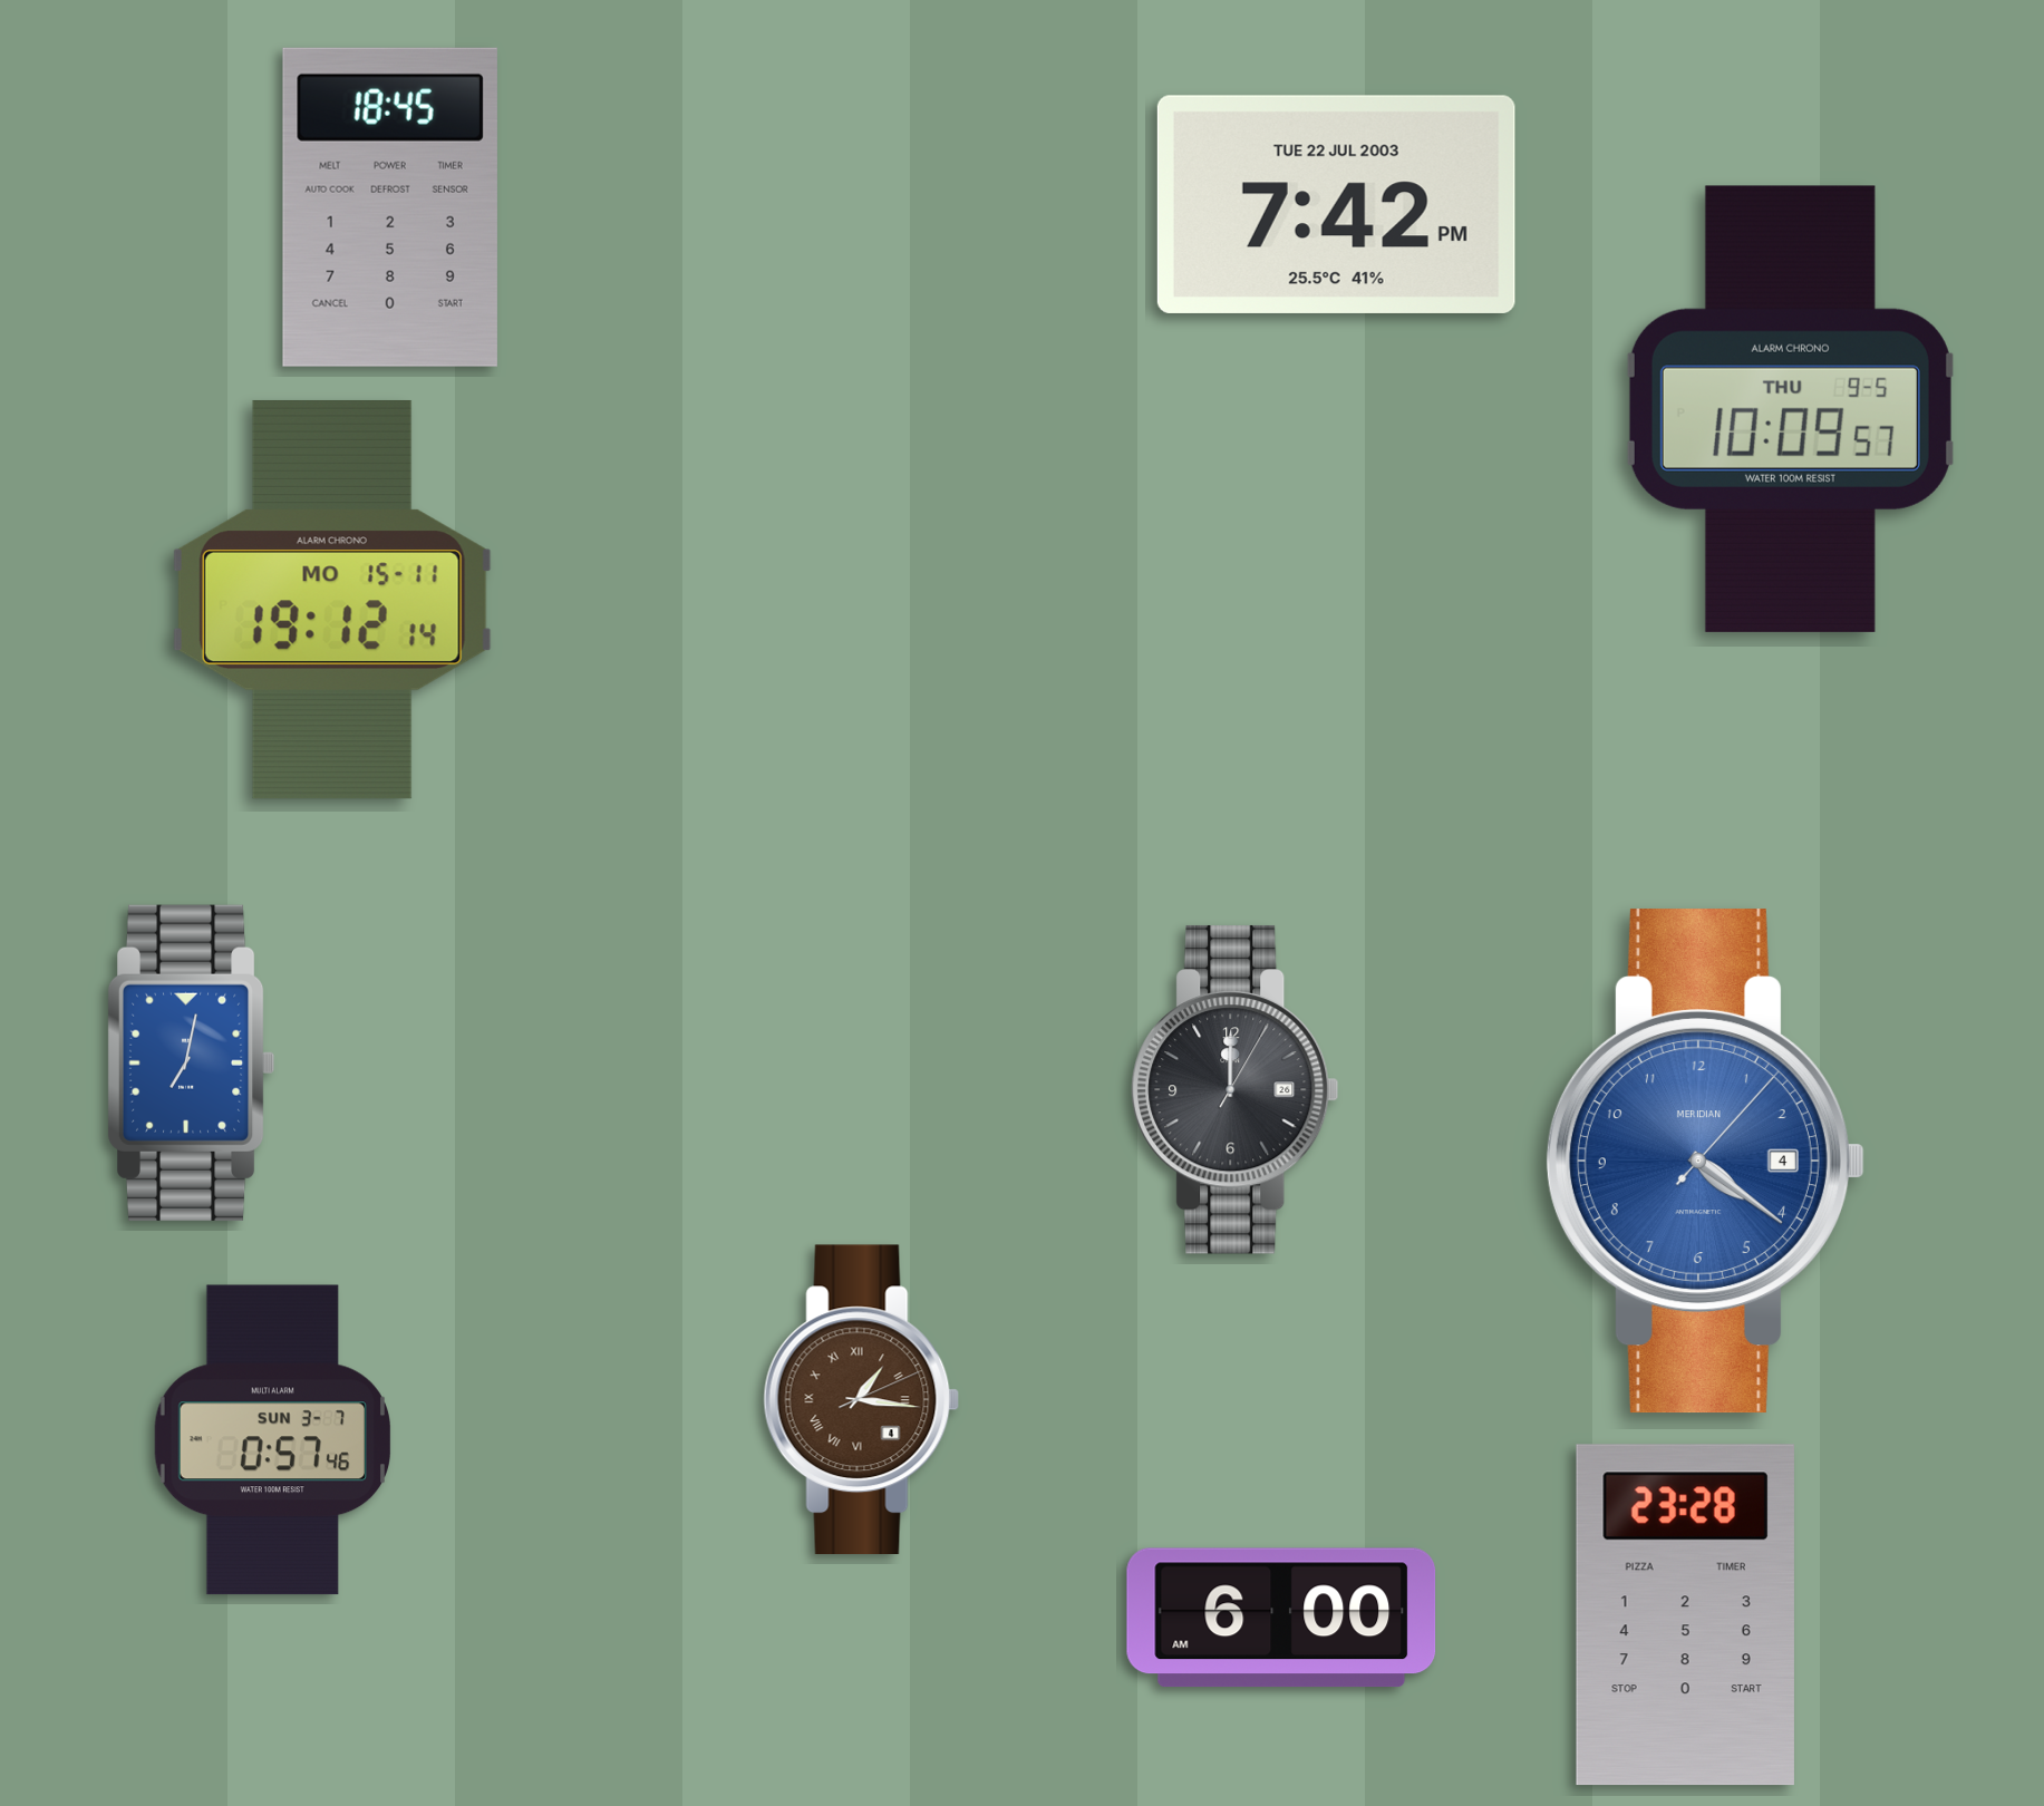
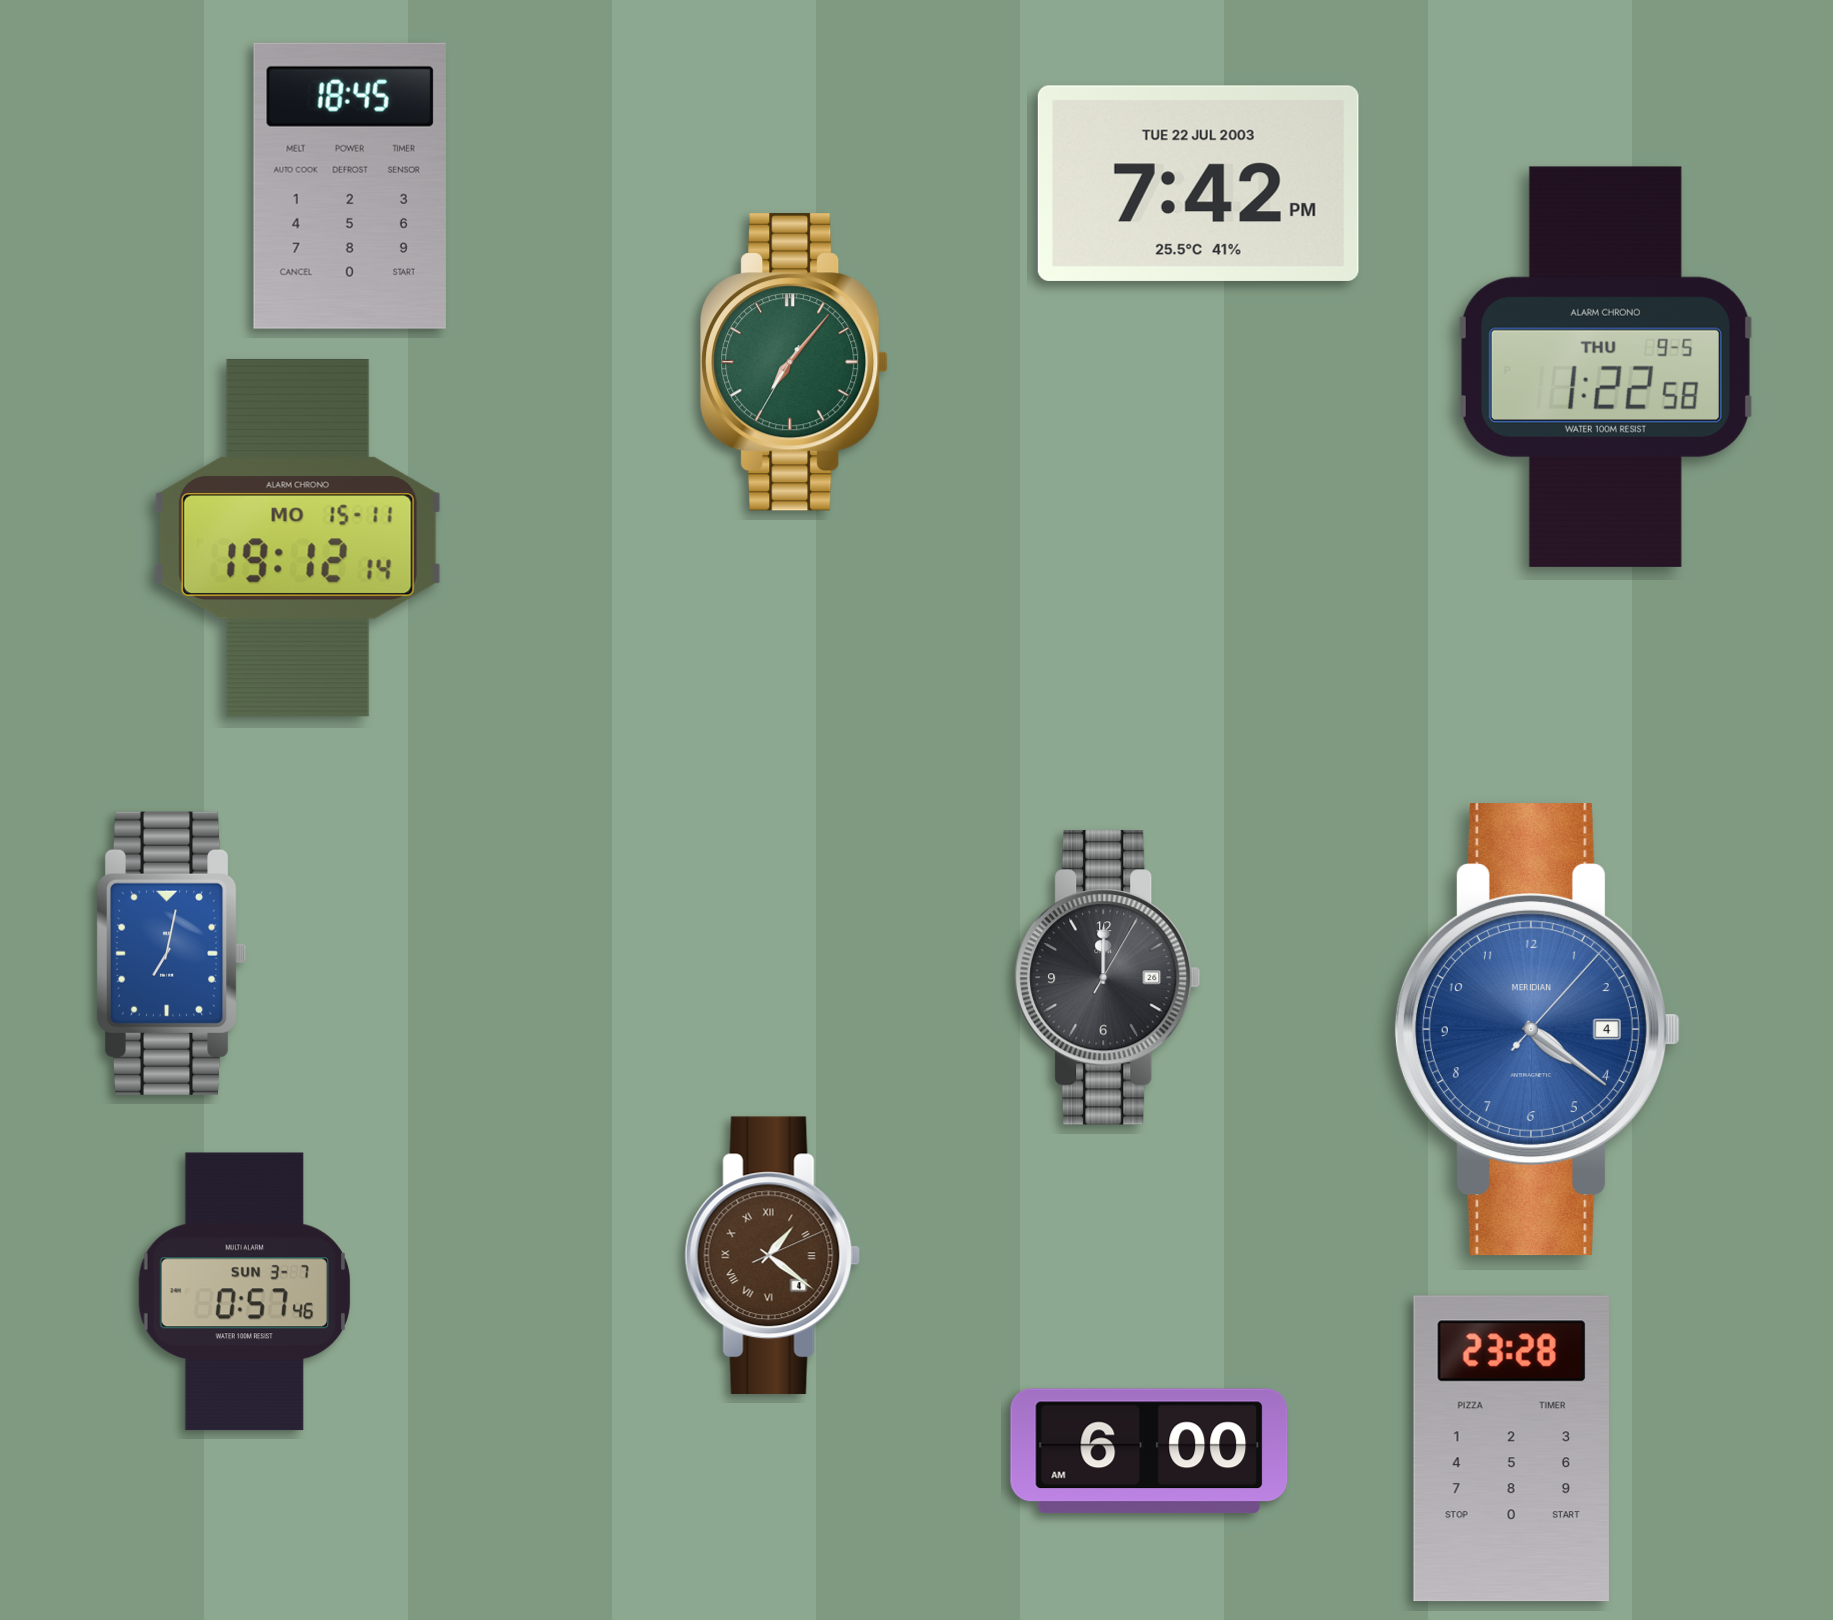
clock at (794, 362): none -> 7:06
clock at (1791, 409): 10:09 -> 1:22
clock at (1705, 1162) position: (1705, 1162) -> (1537, 1030)
clock at (862, 1400): 1:16 -> 1:21
